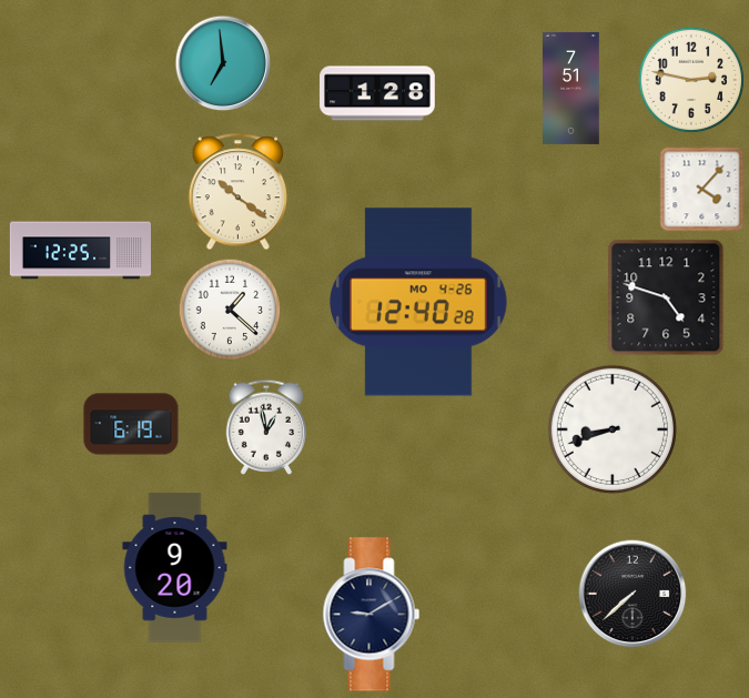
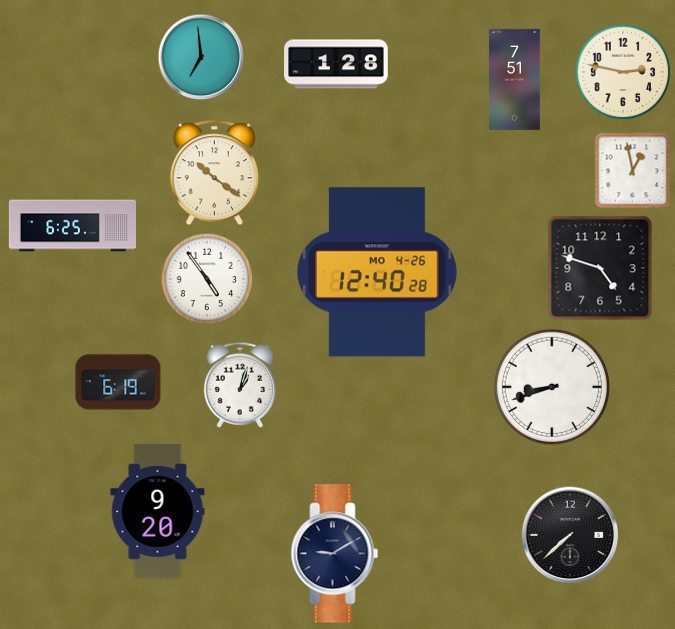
clock at (377, 93) position: (377, 93) -> (336, 64)
clock at (702, 190): 4:07 -> 12:58
clock at (80, 251): 12:25 -> 6:25
clock at (230, 310): 1:22 -> 4:54
clock at (265, 427): 12:58 -> 1:03
